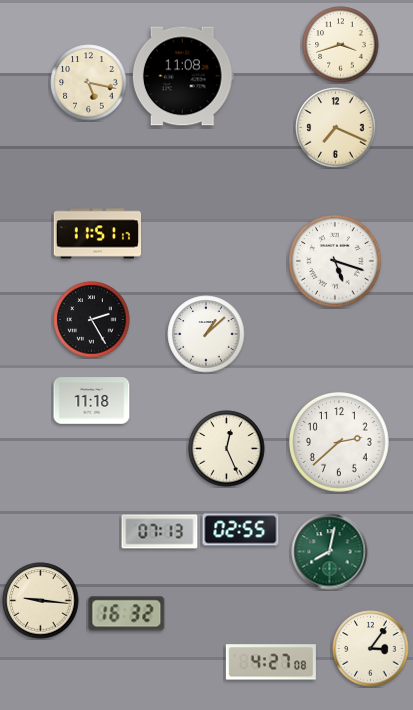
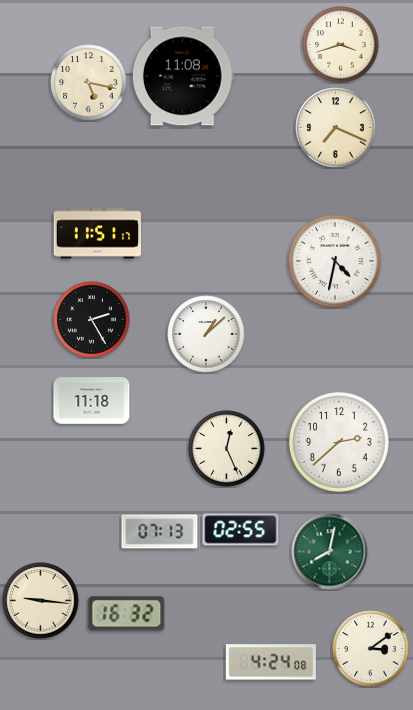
clock at (335, 261): 5:18 -> 4:32
clock at (371, 649): 3:06 -> 3:09
clock at (271, 662): 4:27 -> 4:24
